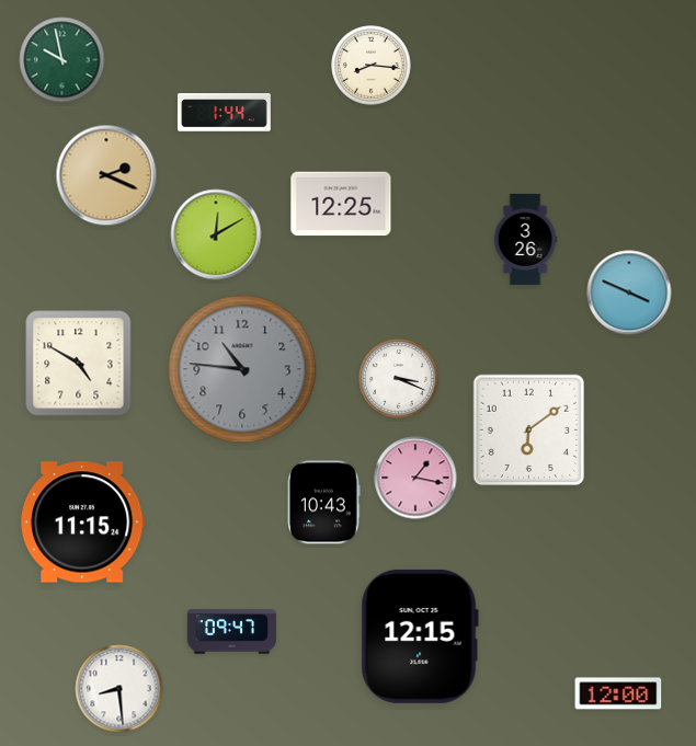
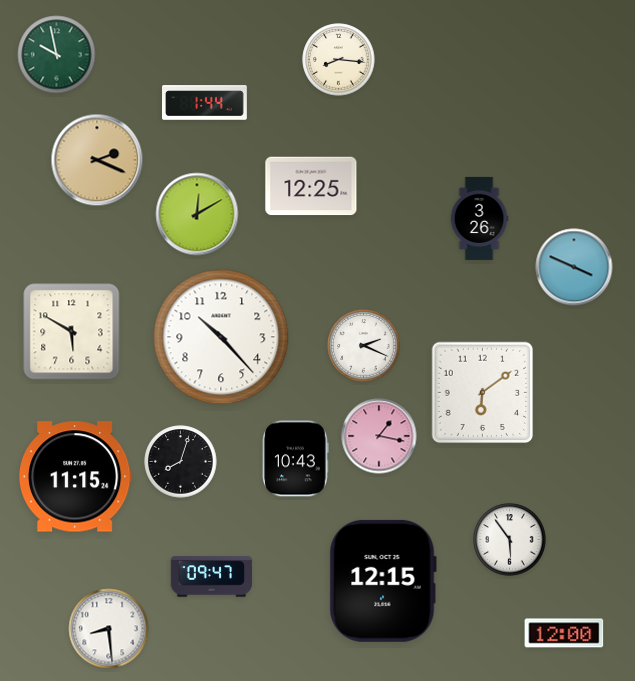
clock at (79, 364): 4:50 -> 5:50
clock at (242, 369): 10:46 -> 10:23
clock at (242, 369) dial: grey -> white
clock at (399, 379): 3:19 -> 2:19
clock at (181, 462): none -> 8:03
clock at (510, 540): none -> 5:54
